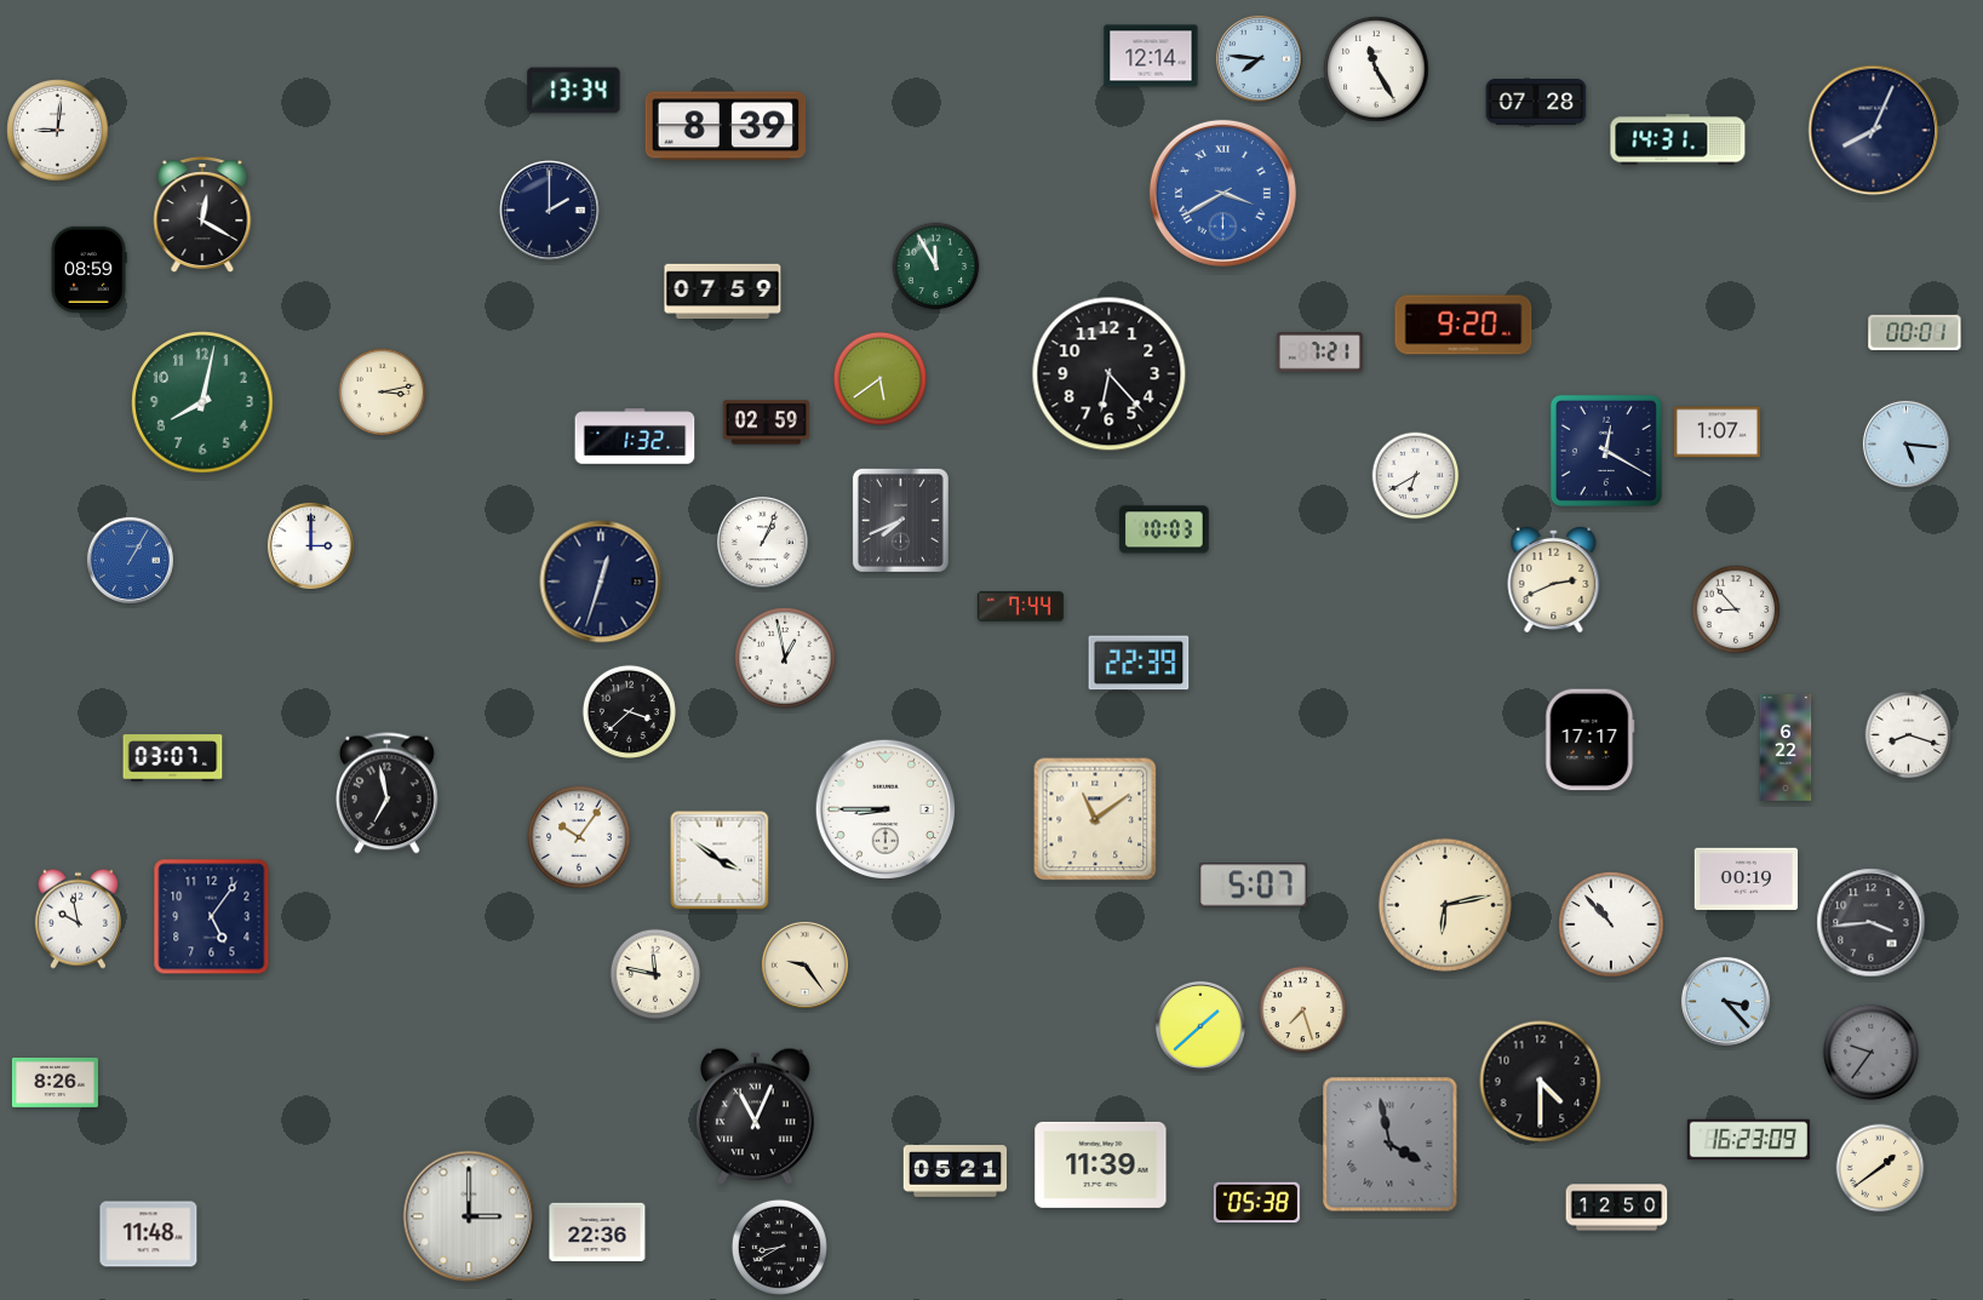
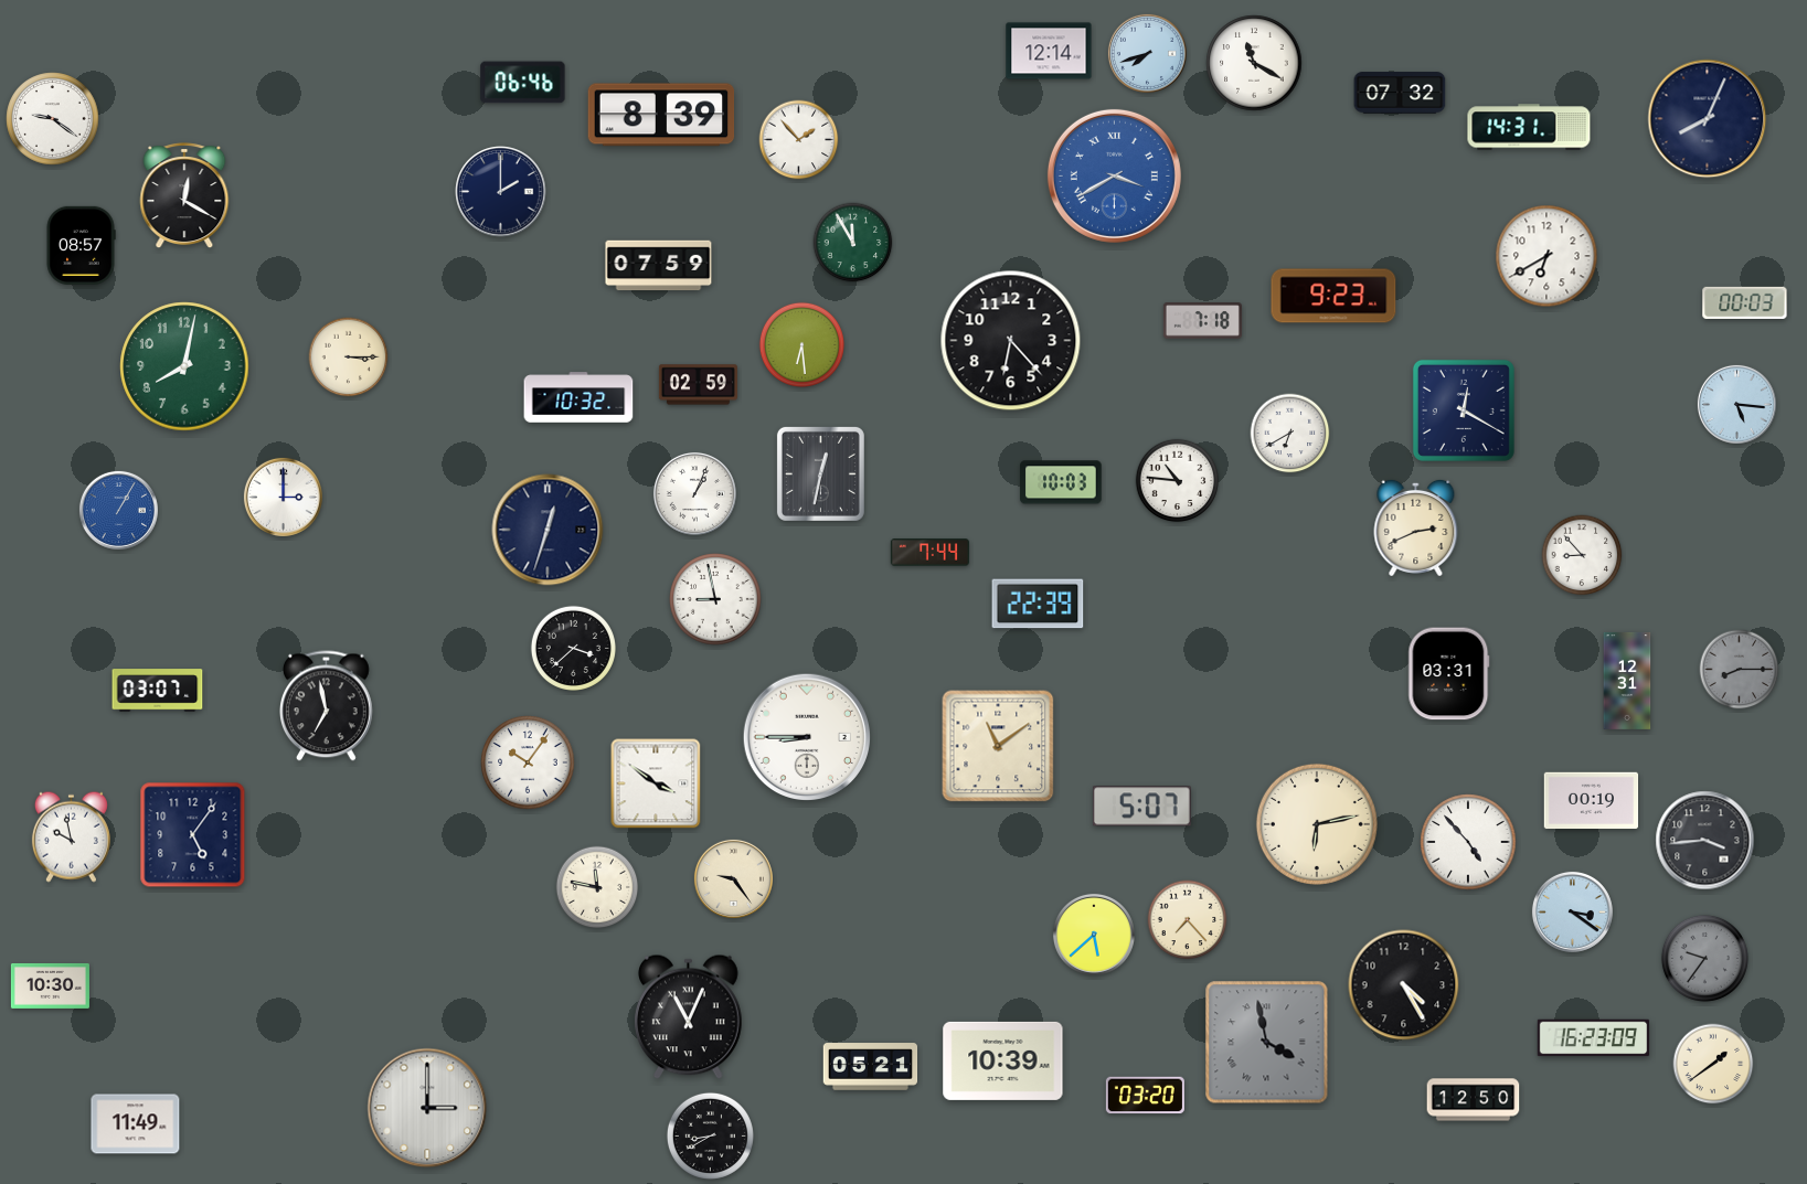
clock at (1259, 58): 7:46 -> 7:42
clock at (1376, 69): 11:25 -> 11:20
clock at (574, 91): 13:34 -> 06:46
clock at (1536, 102): 07:28 -> 07:32
clock at (58, 131): 9:01 -> 9:21
clock at (799, 140): none -> 1:53
clock at (88, 269): 08:59 -> 08:57
clock at (1546, 256): none -> 6:40
clock at (1463, 325): 9:20 -> 9:23
clock at (1915, 332): 00:01 -> 00:03
clock at (1319, 353): 7:21 -> 7:18
clock at (879, 378): 5:39 -> 6:29
clock at (383, 393): 3:13 -> 3:15
clock at (1717, 433): 1:07 -> none
clock at (635, 436): 1:32 -> 10:32
clock at (900, 520): 7:41 -> 12:32
clock at (1178, 481): none -> 10:46
clock at (785, 658): 12:58 -> 8:58
clock at (1909, 735): 8:18 -> 8:15
clock at (1909, 735) dial: white -> grey
clock at (1591, 740): 17:17 -> 03:31
clock at (1786, 748): 6:22 -> 12:31
clock at (388, 794) position: (388, 794) -> (327, 706)
clock at (1611, 924): 10:53 -> 4:53
clock at (1725, 1001): 3:23 -> 3:21
clock at (1303, 1010): 7:27 -> 7:23
clock at (1200, 1026): 1:38 -> 5:38
clock at (55, 1082): 8:26 -> 10:30
clock at (1541, 1082): 4:30 -> 4:25
clock at (1101, 1164): 11:39 -> 10:39
clock at (1256, 1203): 05:38 -> 03:20
clock at (597, 1232): 22:36 -> none
clock at (149, 1235): 11:48 -> 11:49
